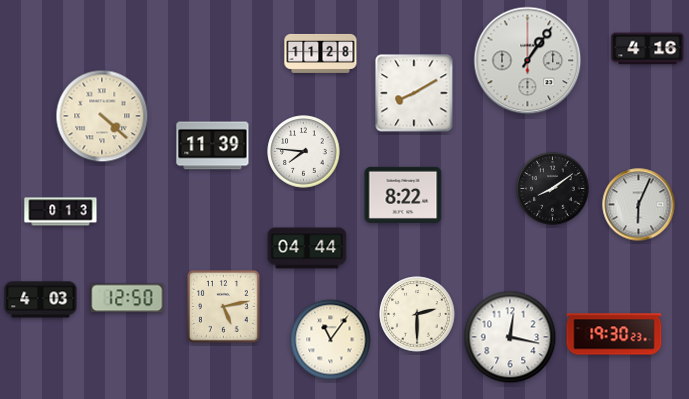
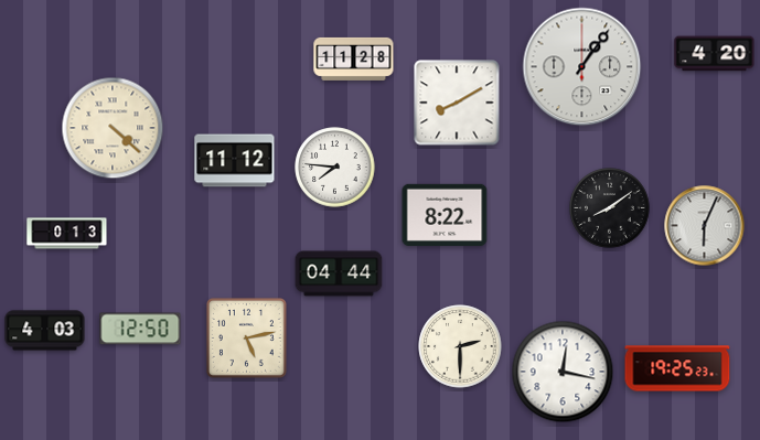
clock at (648, 49): 4:16 -> 4:20
clock at (213, 146): 11:39 -> 11:12
clock at (614, 334): 19:30 -> 19:25
clock at (331, 340): 11:06 -> none
